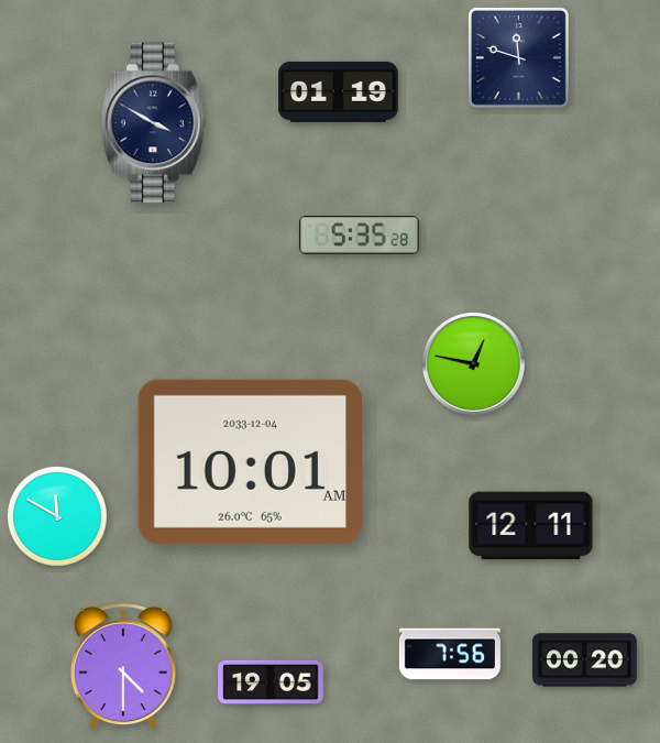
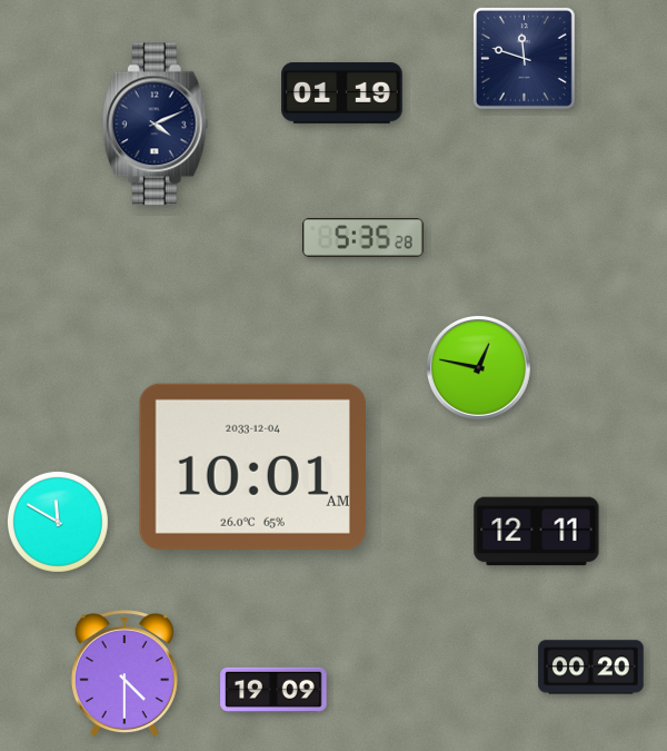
clock at (153, 123): 3:50 -> 4:11
clock at (450, 654): 7:56 -> none
clock at (271, 682): 19:05 -> 19:09
